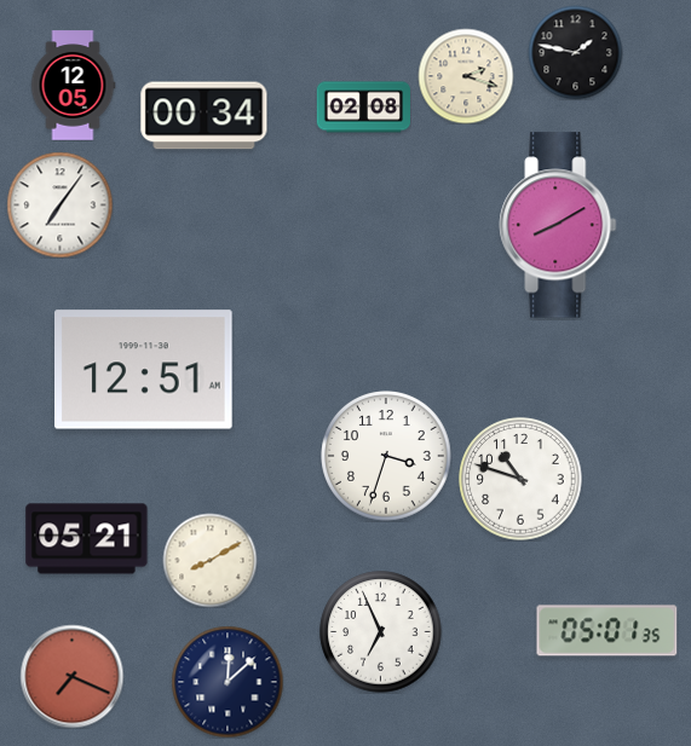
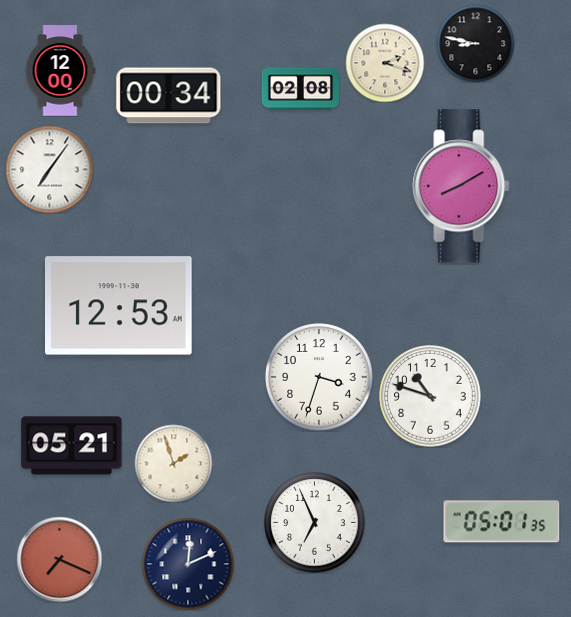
clock at (575, 52): 1:47 -> 8:47
clock at (73, 86): 12:05 -> 12:00
clock at (144, 370): 12:51 -> 12:53
clock at (209, 560): 8:10 -> 1:57
clock at (228, 682): 12:08 -> 12:11
